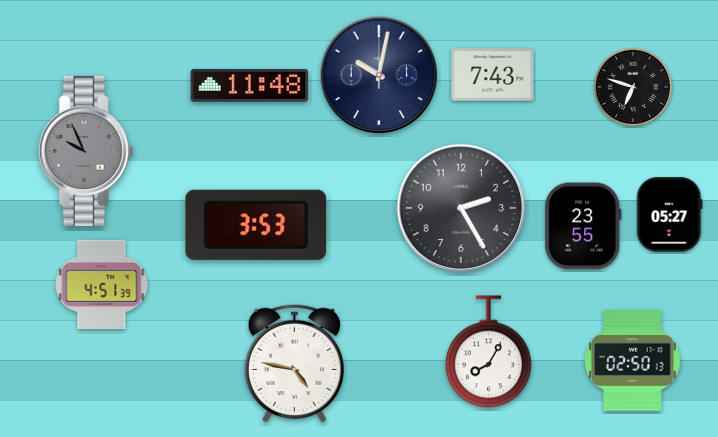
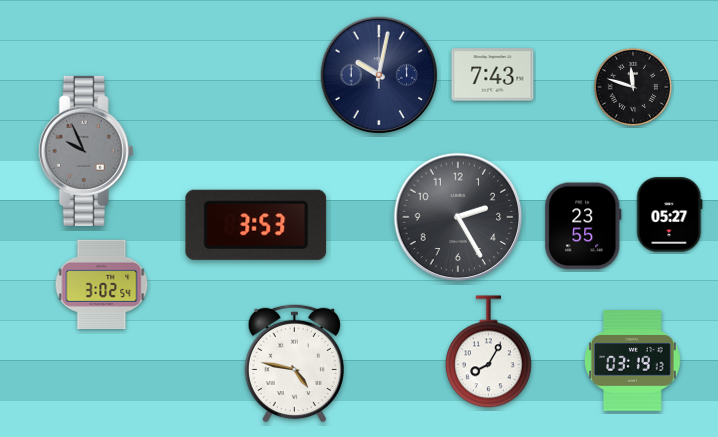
clock at (250, 86): 11:48 -> none
clock at (633, 87): 6:48 -> 11:48
clock at (461, 208) position: (461, 208) -> (458, 217)
clock at (102, 284): 4:51 -> 3:02
clock at (633, 361): 02:50 -> 03:19
